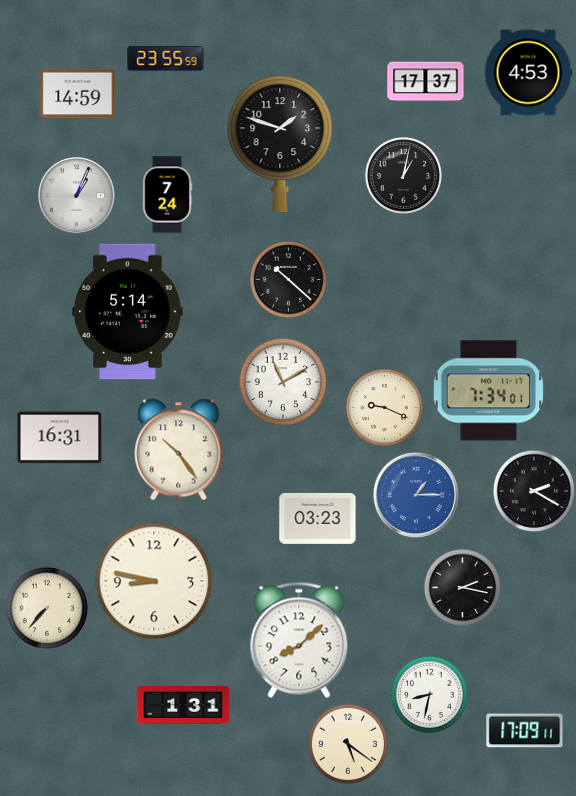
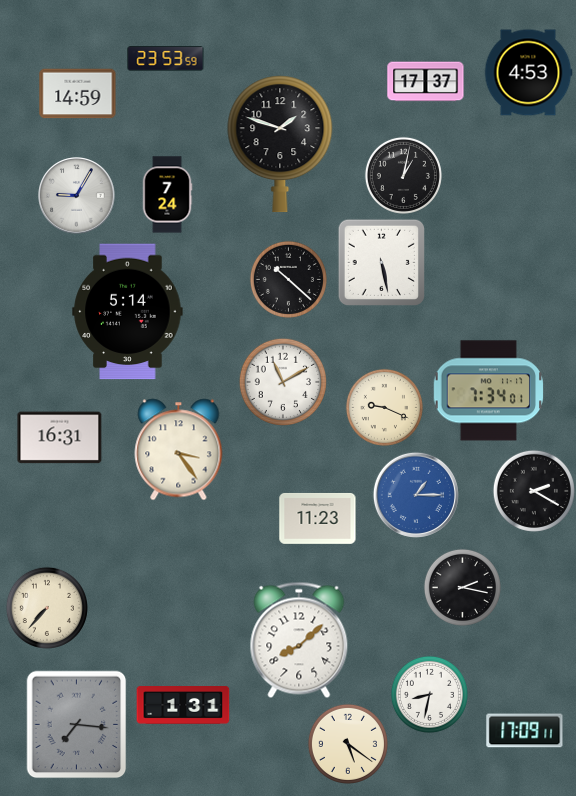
clock at (166, 59): 23:55 -> 23:53
clock at (77, 196): 1:04 -> 9:05
clock at (381, 262): none -> 5:28
clock at (179, 450): 10:24 -> 3:24
clock at (318, 518): 03:23 -> 11:23
clock at (154, 581): 8:47 -> none
clock at (77, 725): none -> 7:16
